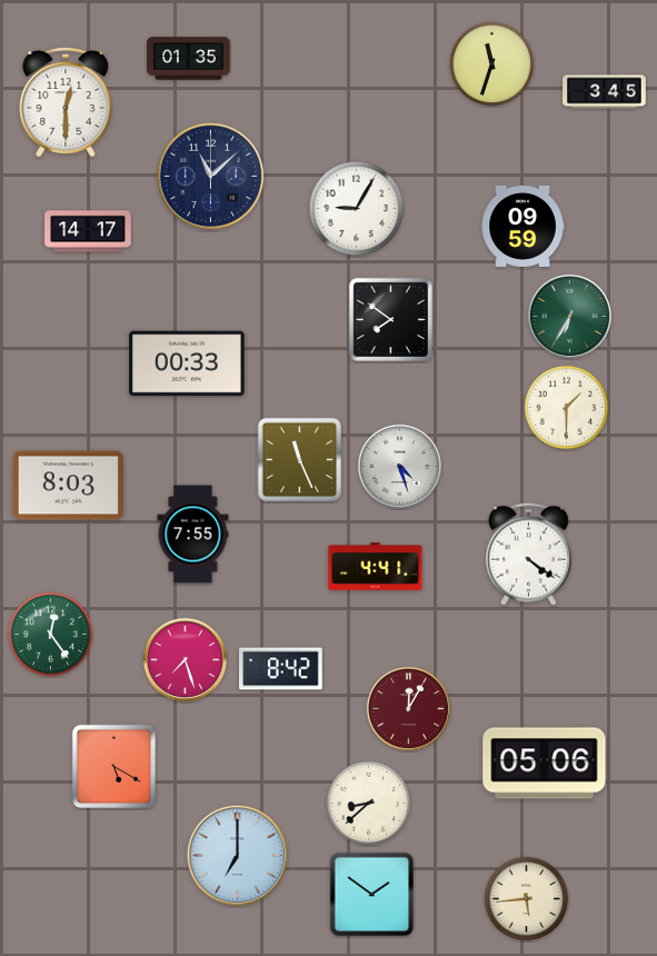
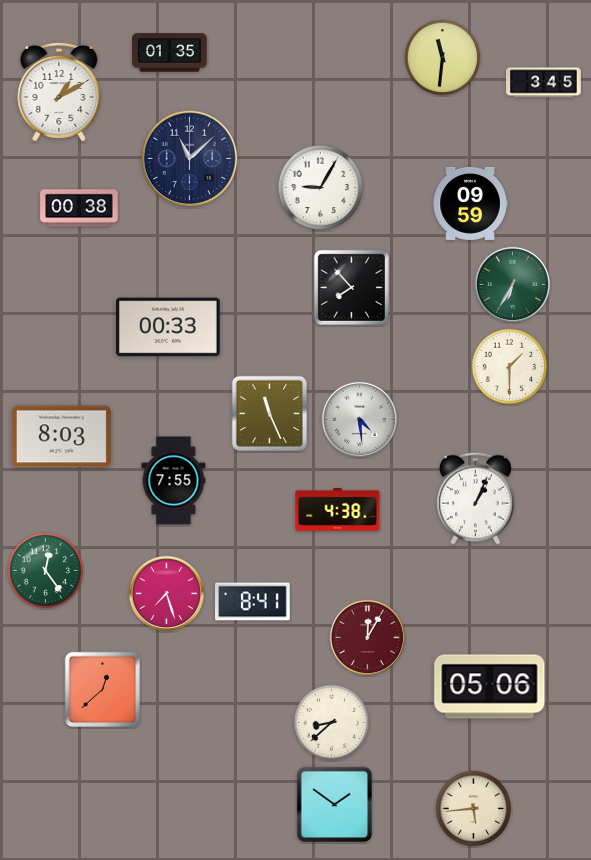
clock at (492, 64): 11:33 -> 11:31
clock at (66, 102): 12:30 -> 1:10
clock at (88, 231): 14:17 -> 00:38
clock at (390, 319): 7:51 -> 7:53
clock at (399, 466): 4:27 -> 4:29
clock at (529, 554): 4:21 -> 1:04
clock at (376, 567): 4:41 -> 4:38
clock at (281, 669): 8:42 -> 8:41
clock at (113, 766): 5:20 -> 12:38
clock at (238, 856): 7:00 -> none
